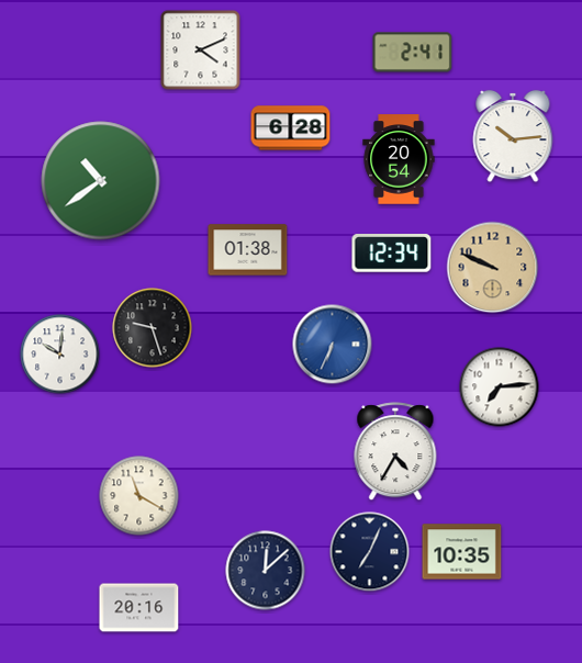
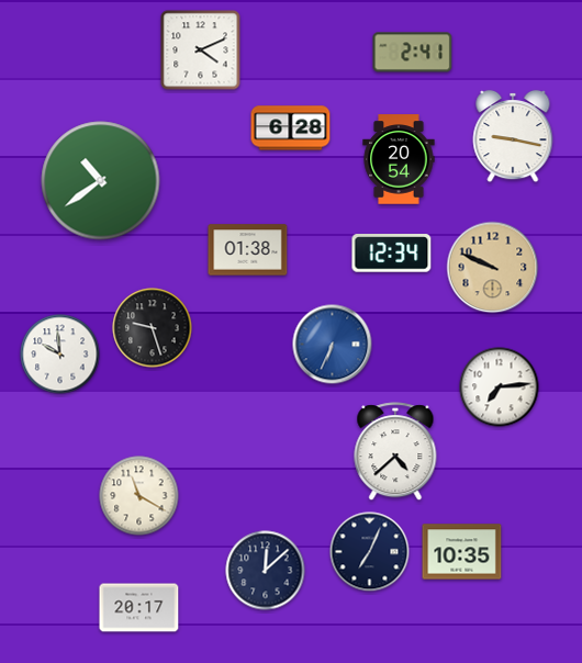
clock at (513, 136): 10:14 -> 9:17
clock at (60, 355): 10:01 -> 9:59
clock at (395, 452): 4:35 -> 4:38
clock at (139, 608): 20:16 -> 20:17
